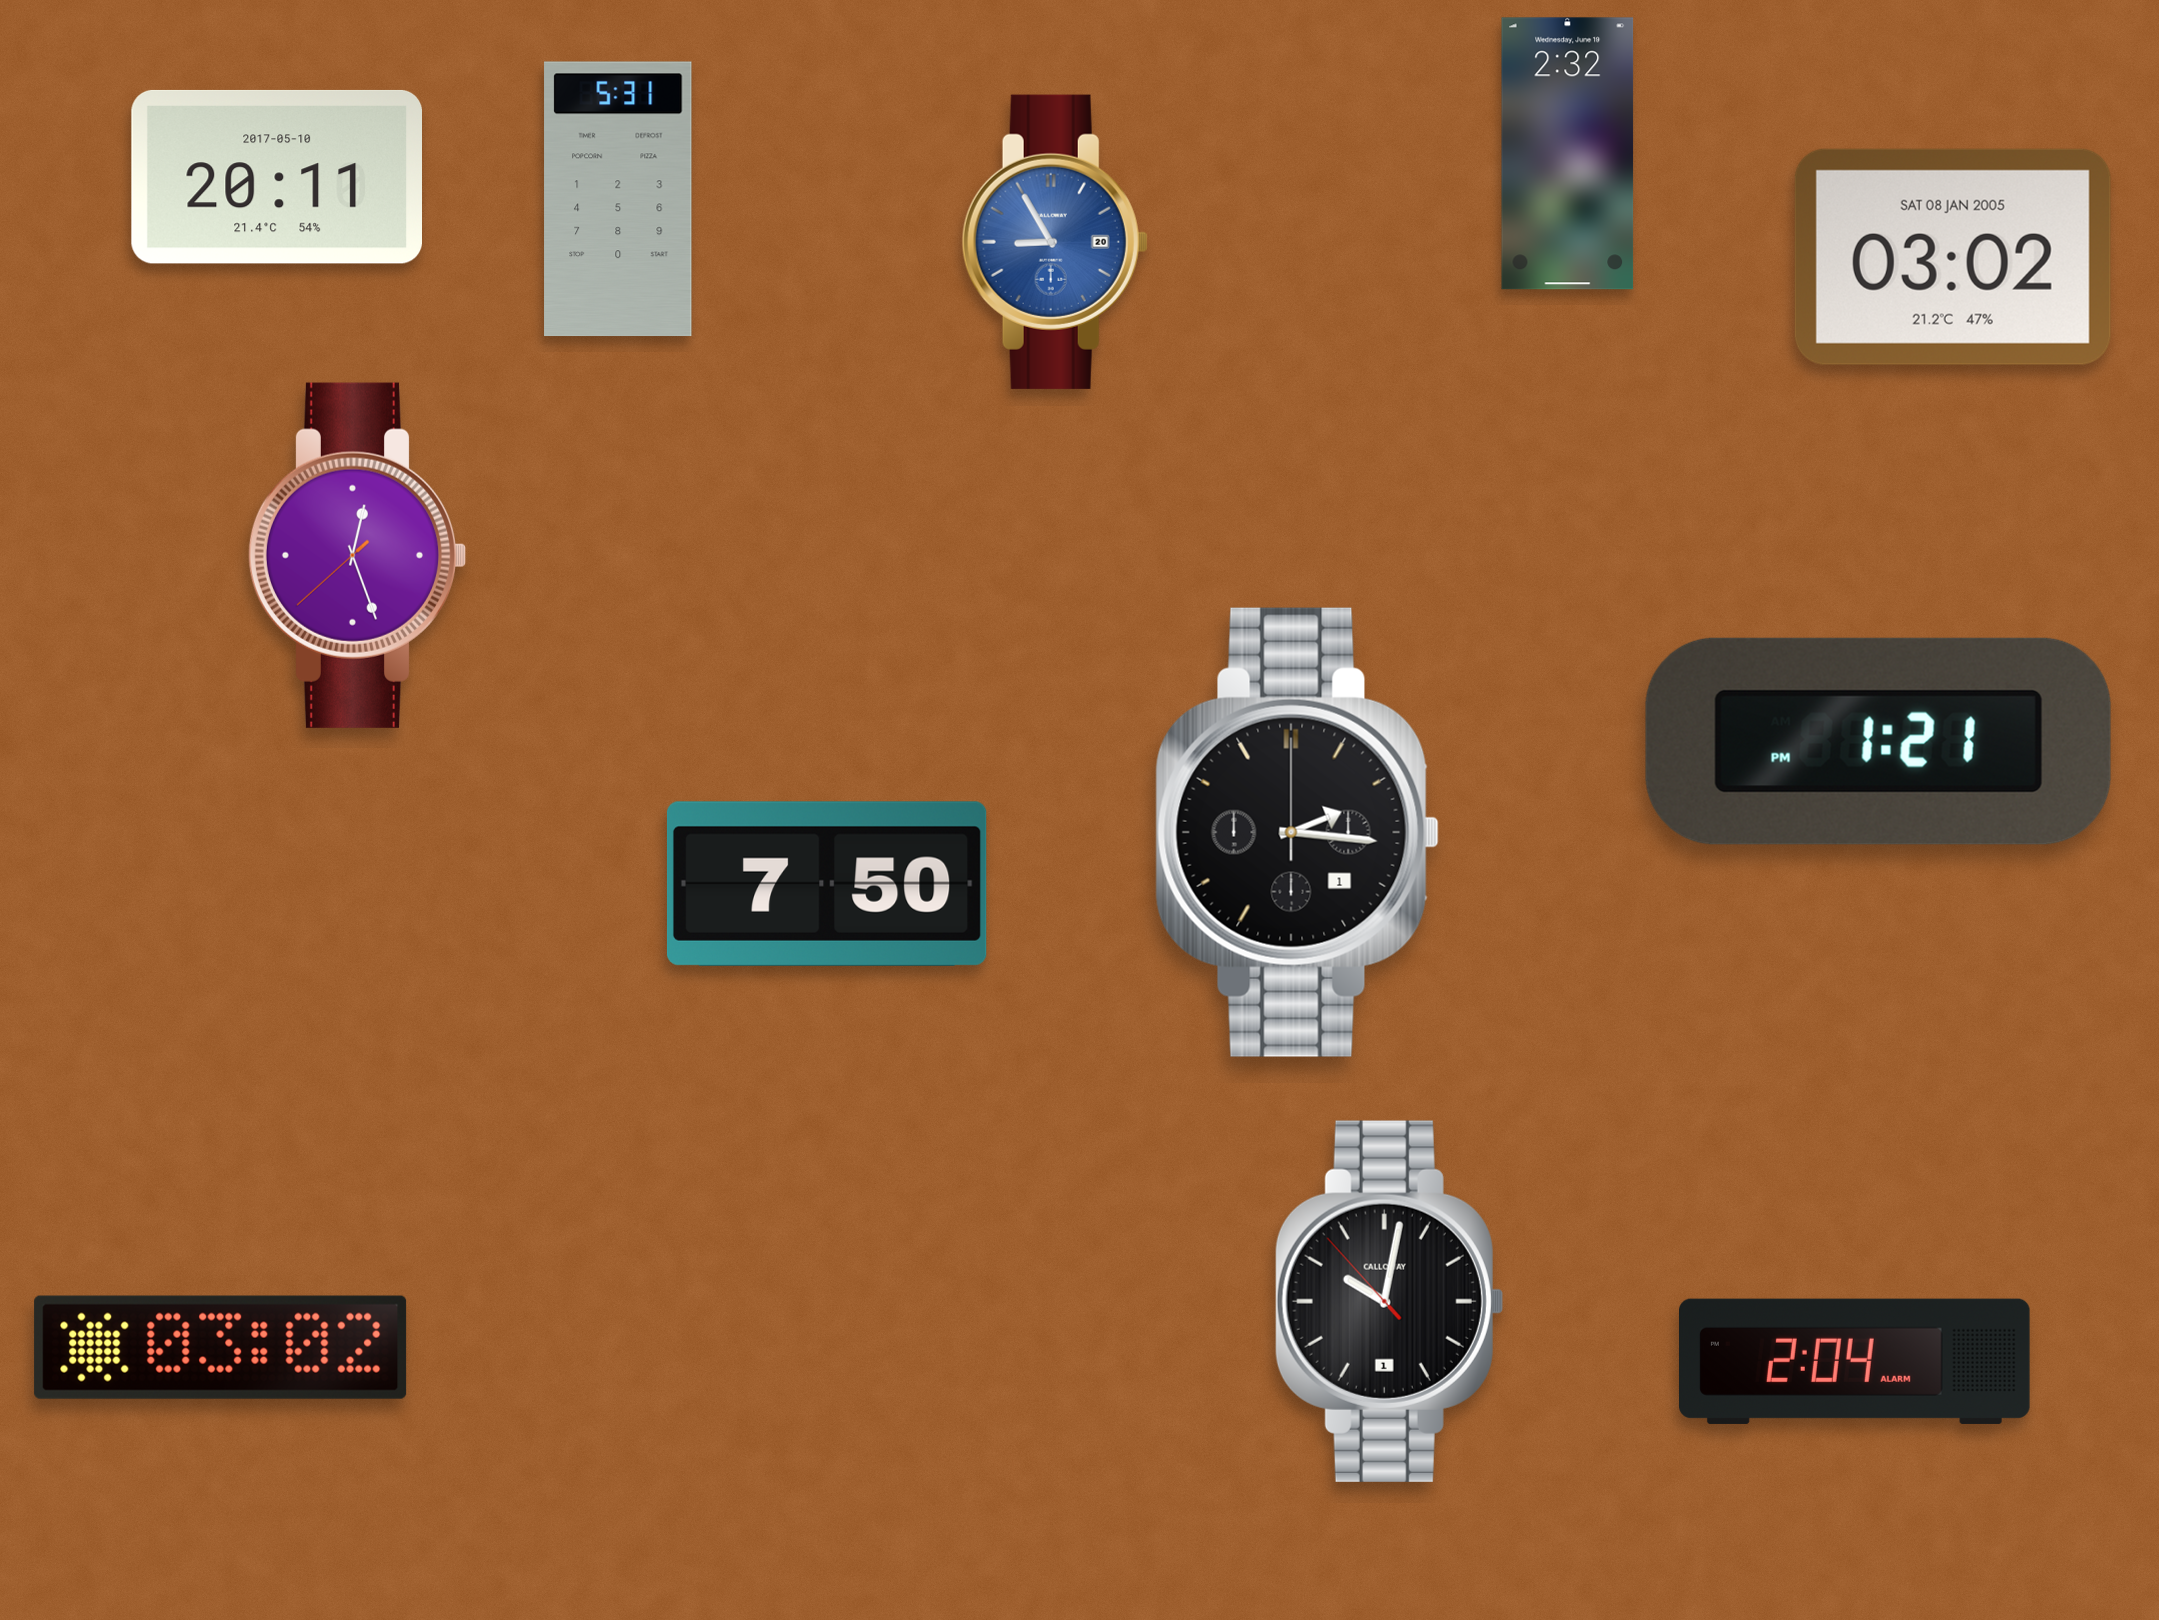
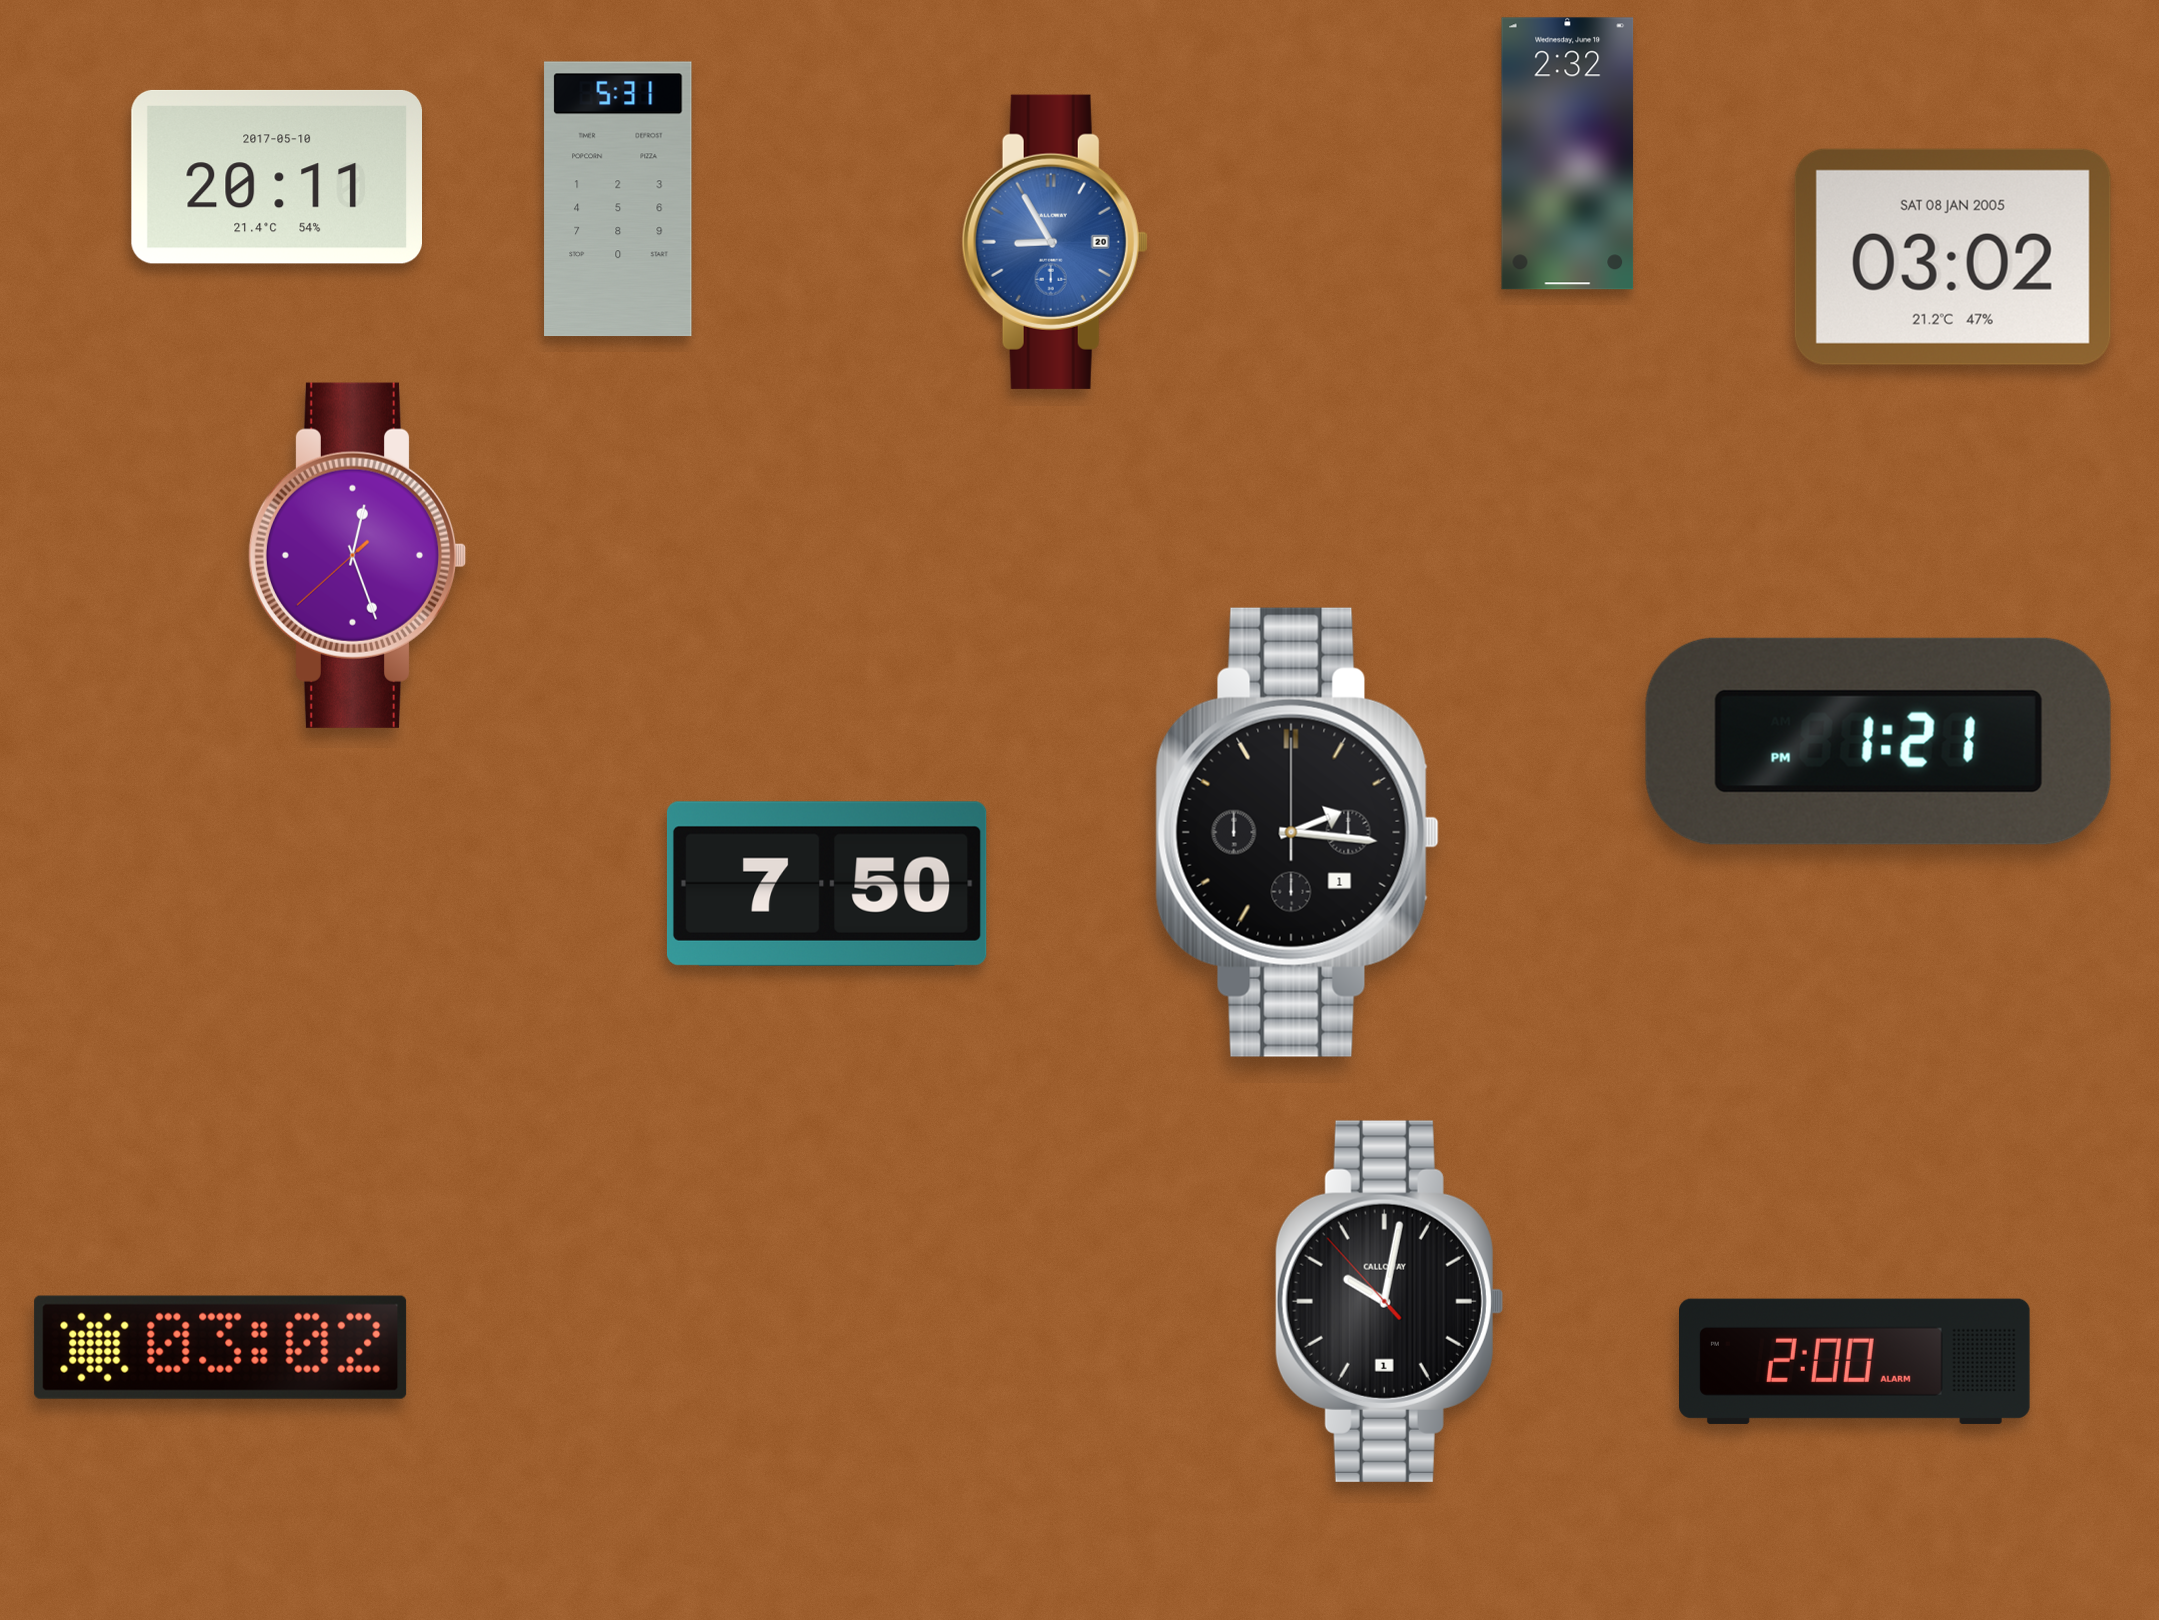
clock at (1855, 1361): 2:04 -> 2:00
